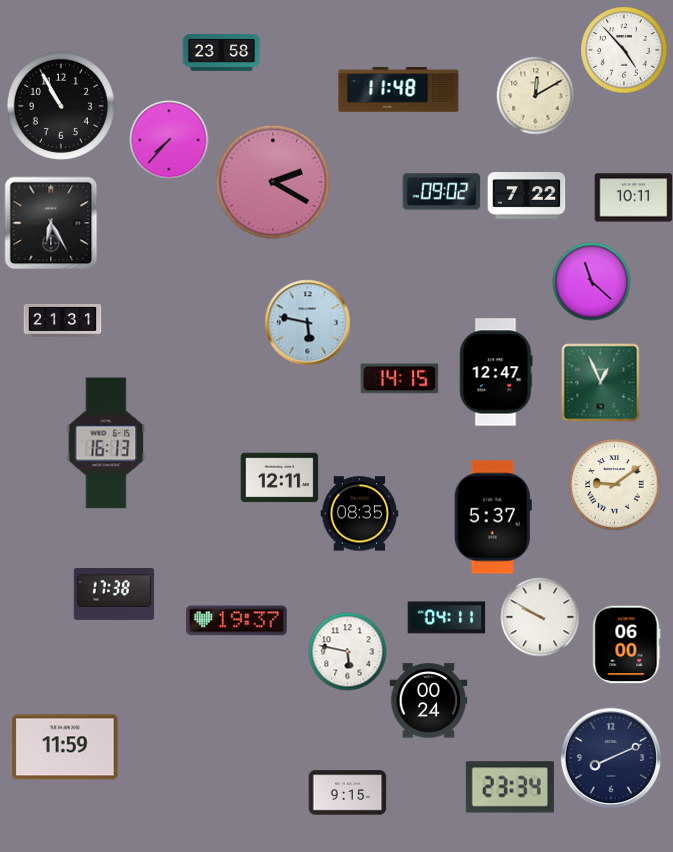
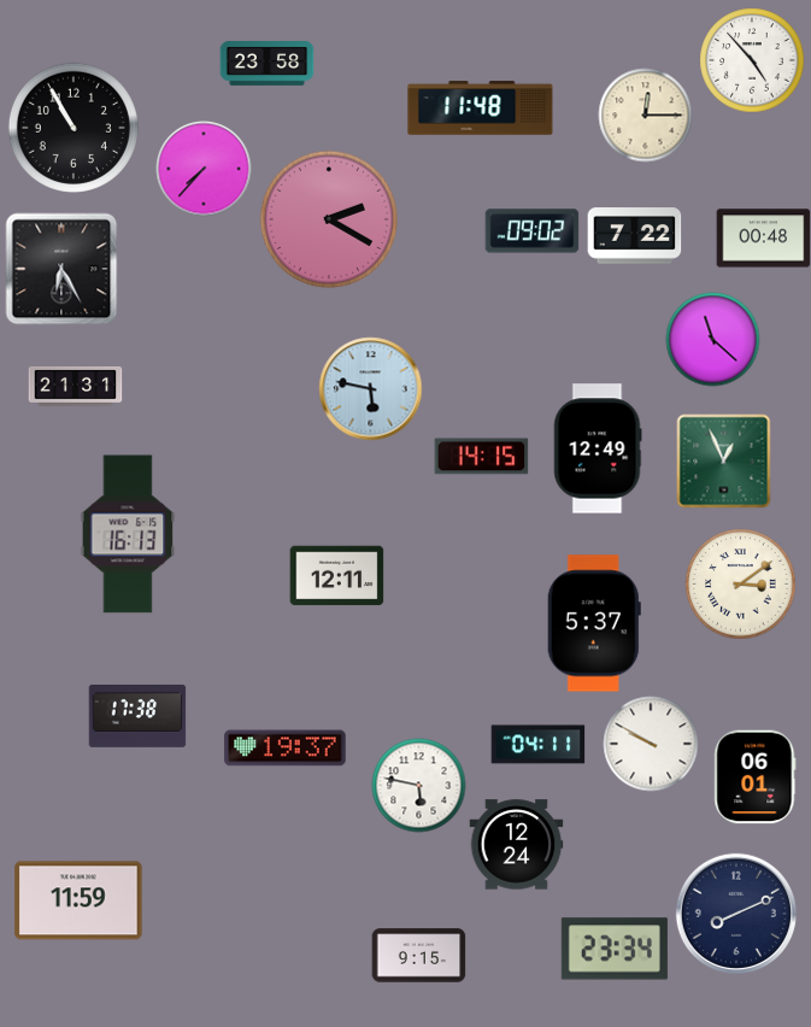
clock at (535, 95): 12:10 -> 12:15
clock at (633, 198): 10:11 -> 00:48
clock at (496, 372): 12:47 -> 12:49
clock at (614, 484): 9:09 -> 3:09
clock at (359, 514): 08:35 -> none
clock at (627, 644): 06:00 -> 06:01
clock at (428, 701): 00:24 -> 12:24
